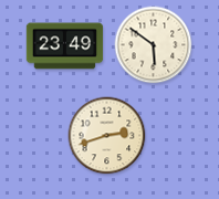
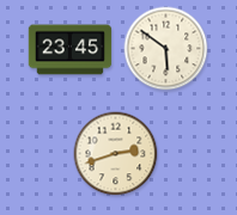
clock at (65, 46): 23:49 -> 23:45
clock at (107, 136) position: (107, 136) -> (116, 154)
